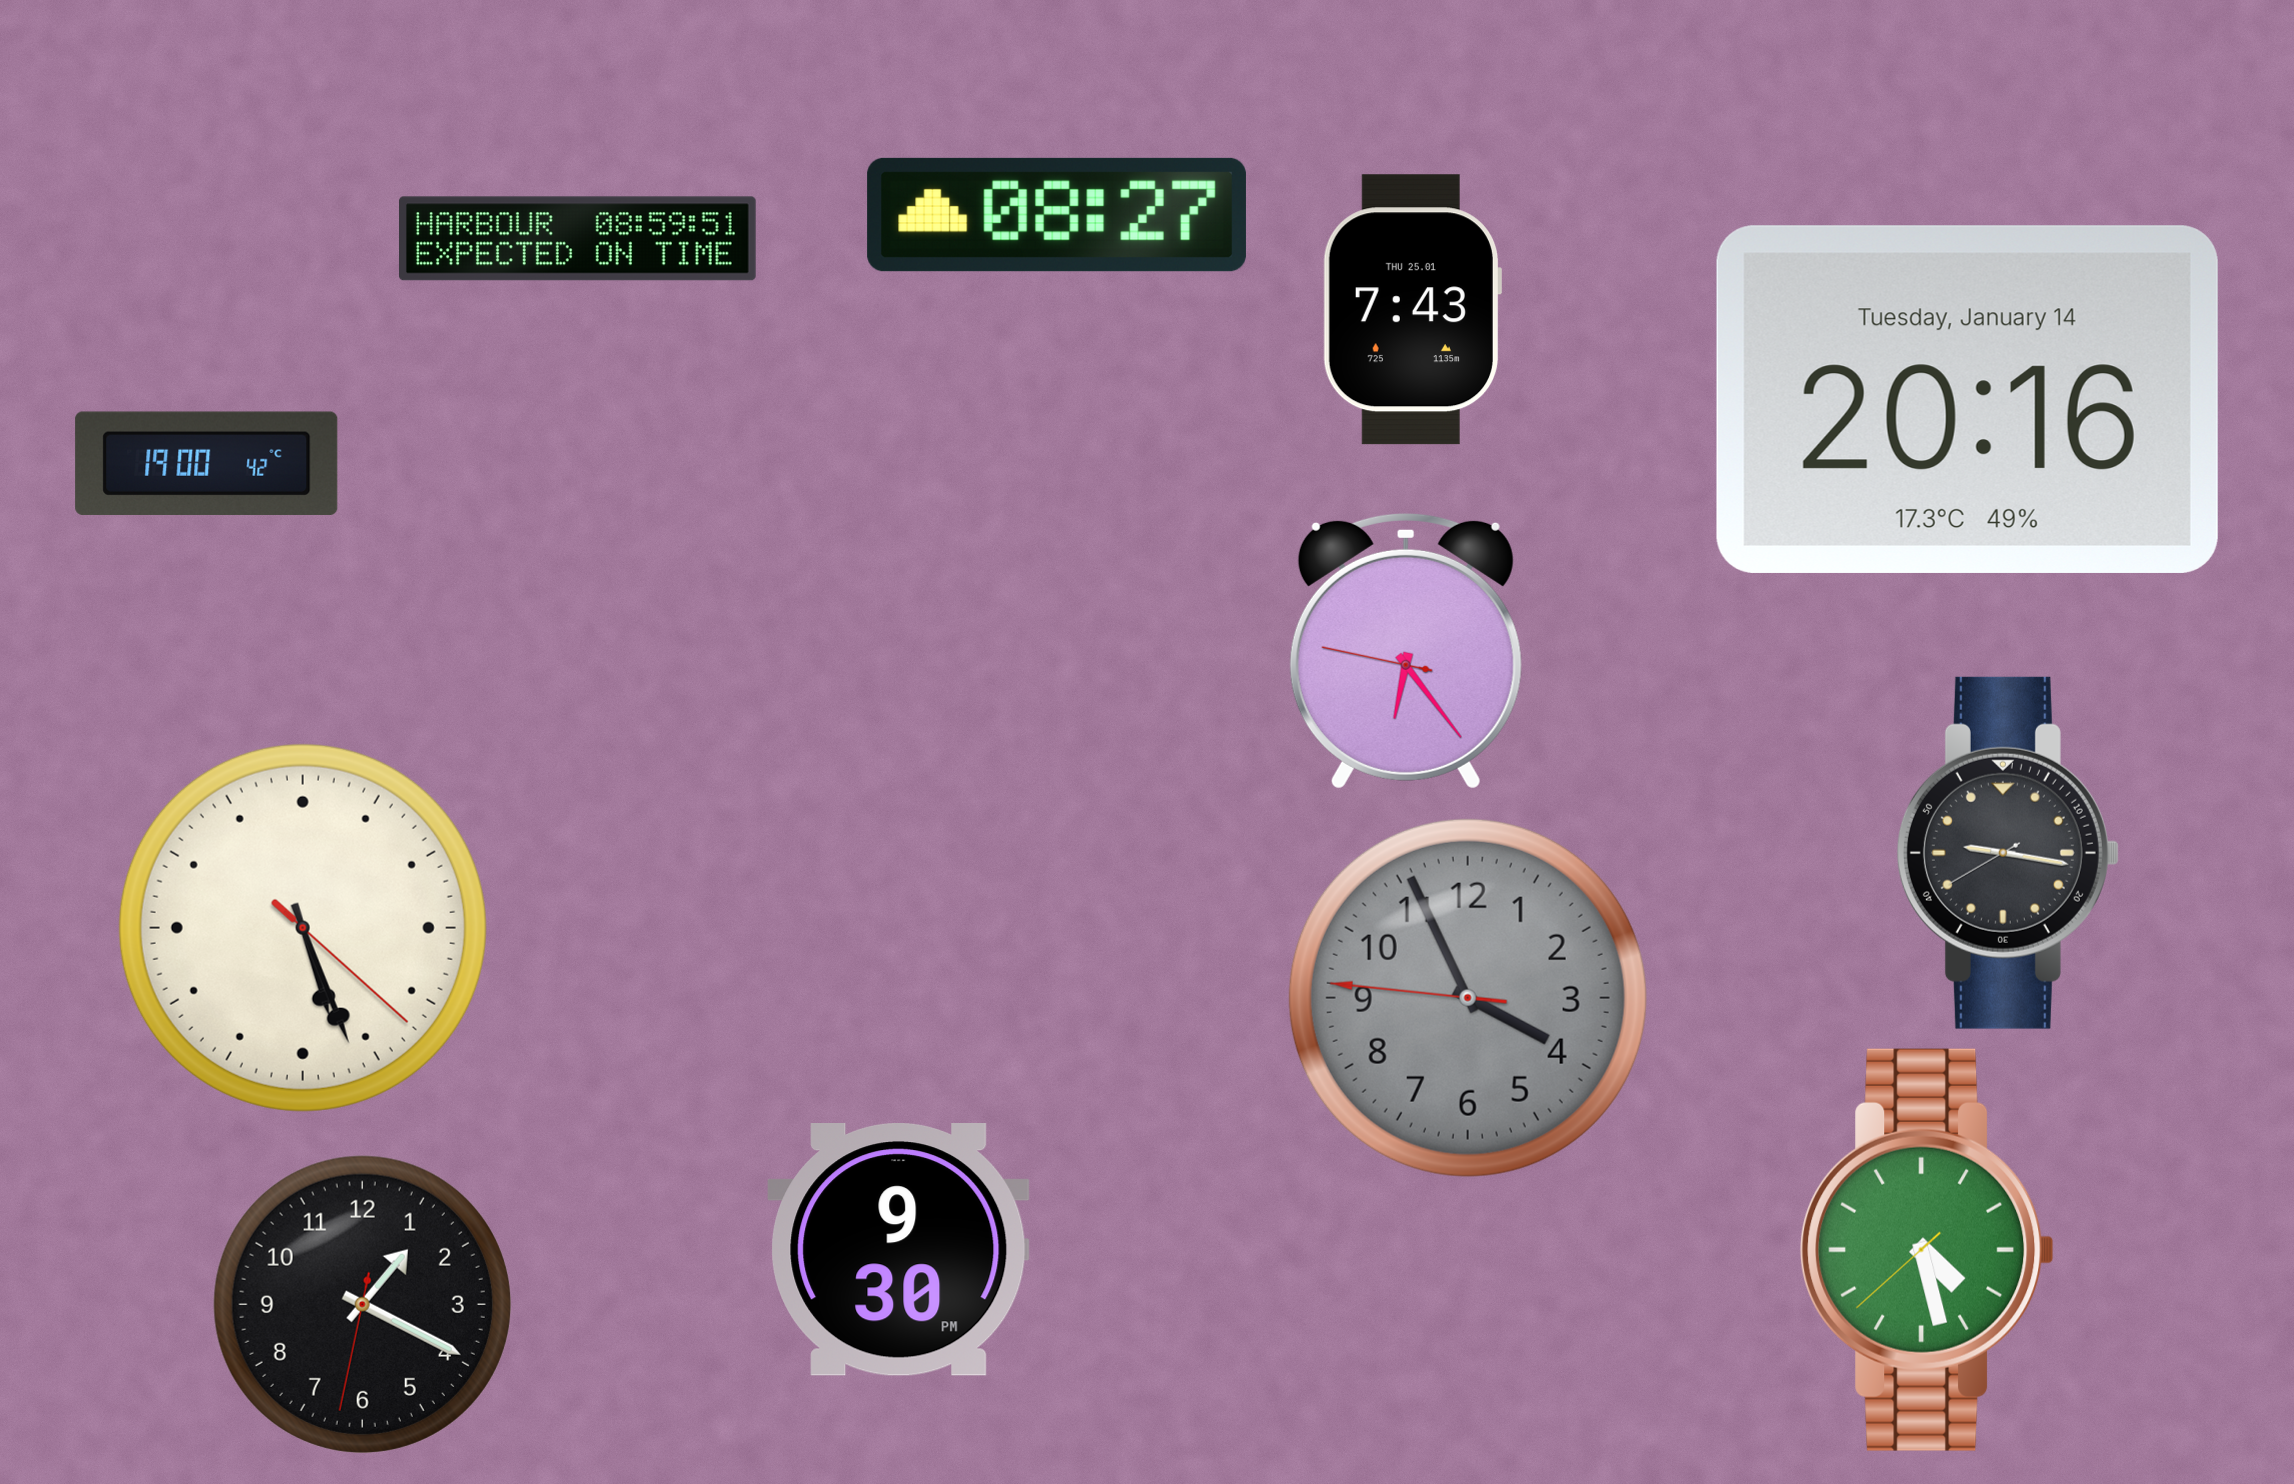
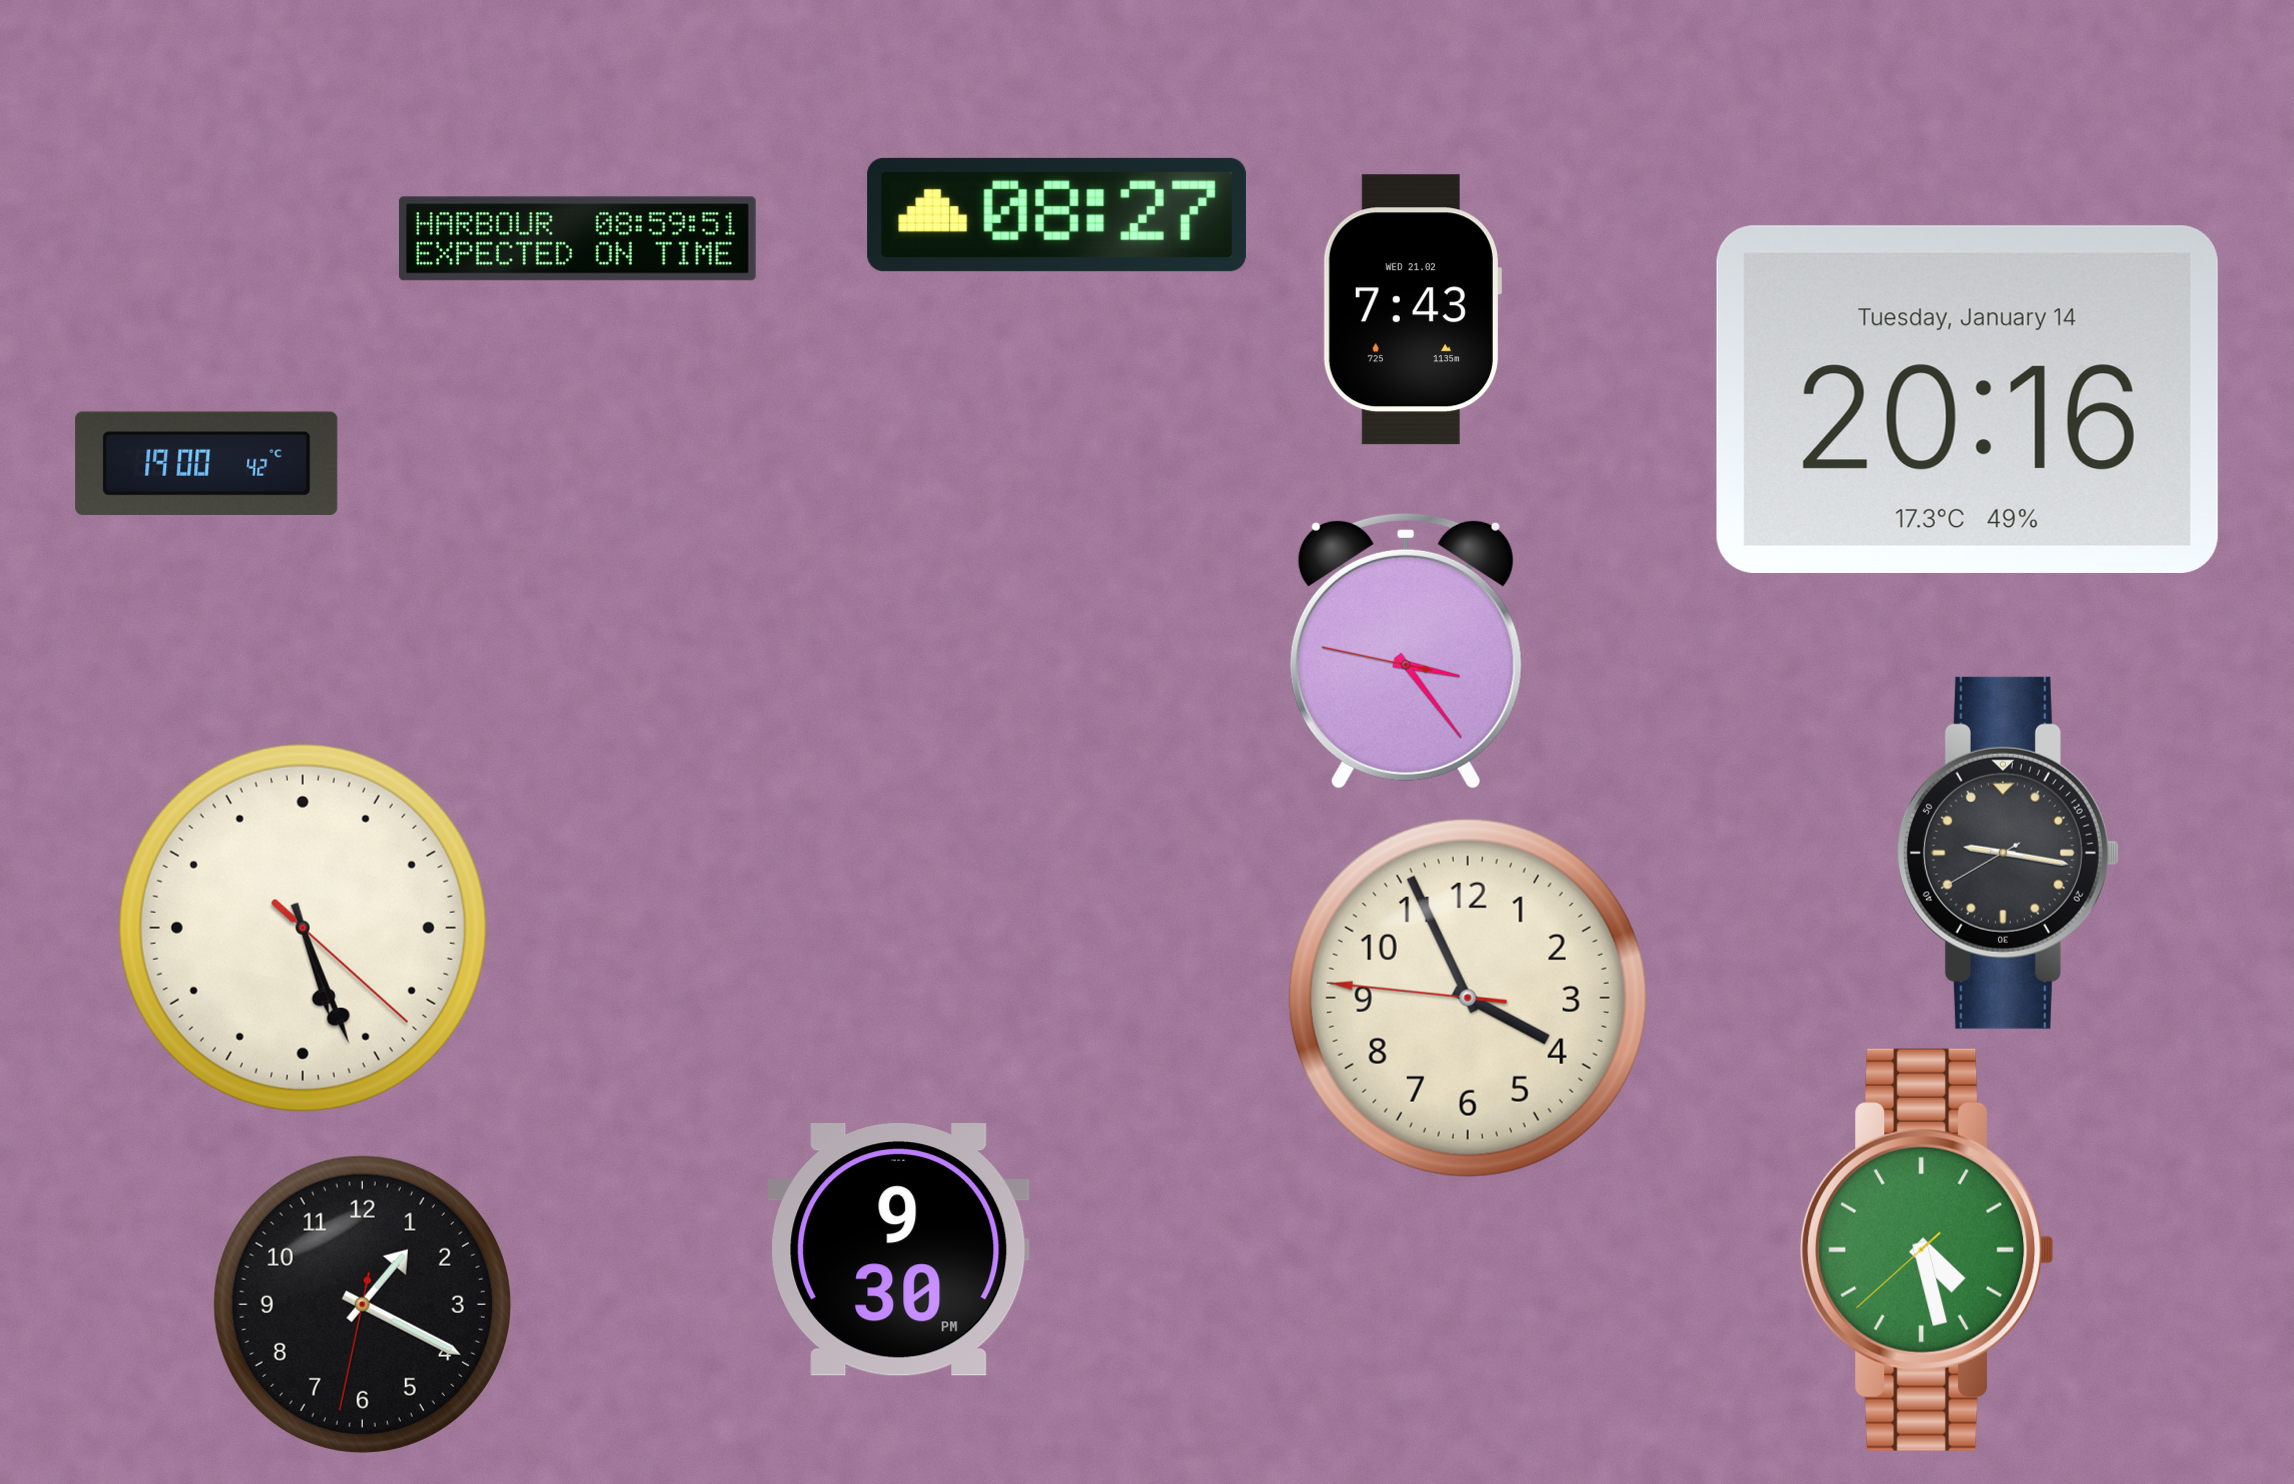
clock at (1411, 310) date: THU 25.01 -> WED 21.02
clock at (1406, 651): 6:23 -> 3:23
clock at (1468, 998) dial: grey -> cream
